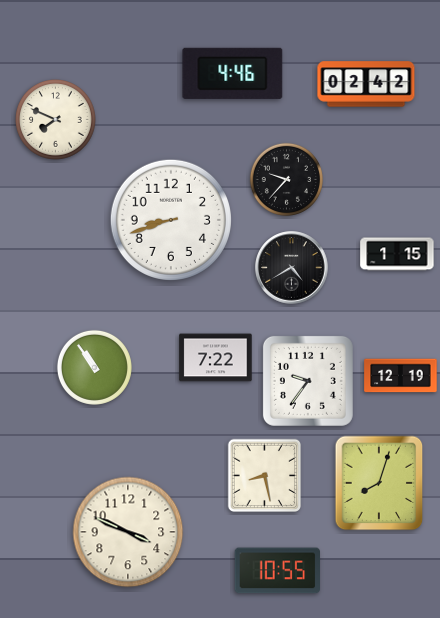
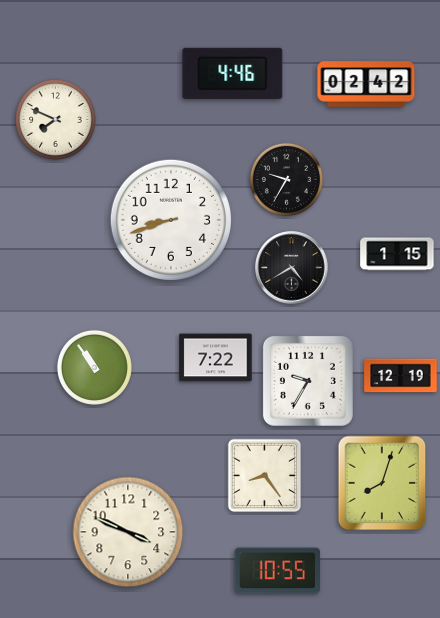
clock at (286, 179): 9:37 -> 9:35
clock at (308, 381): 9:36 -> 9:35
clock at (265, 476): 8:28 -> 8:24
clock at (379, 483) position: (379, 483) -> (382, 483)
